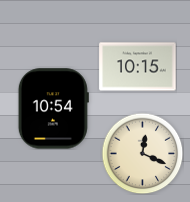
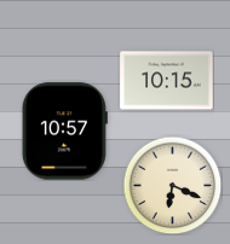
clock at (53, 109): 10:54 -> 10:57
clock at (142, 153): 12:19 -> 6:19
